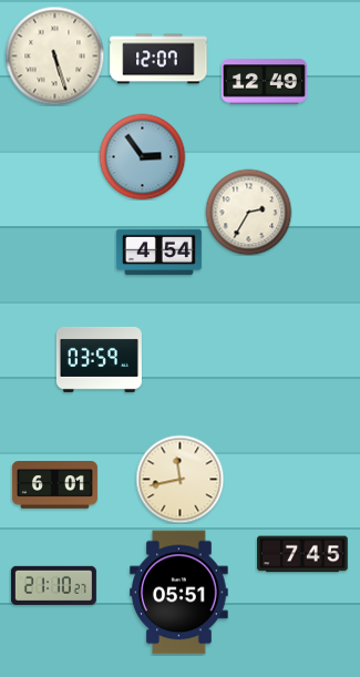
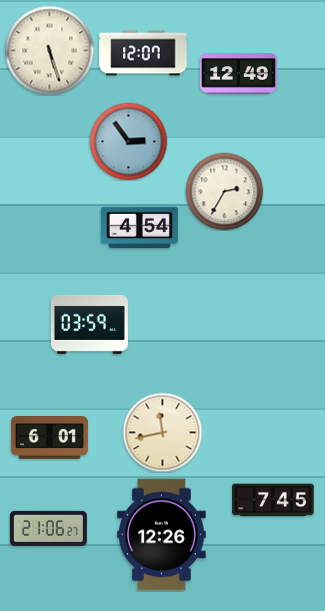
clock at (158, 253) position: (158, 253) -> (139, 228)
clock at (53, 585): 21:10 -> 21:06
clock at (179, 593): 05:51 -> 12:26
